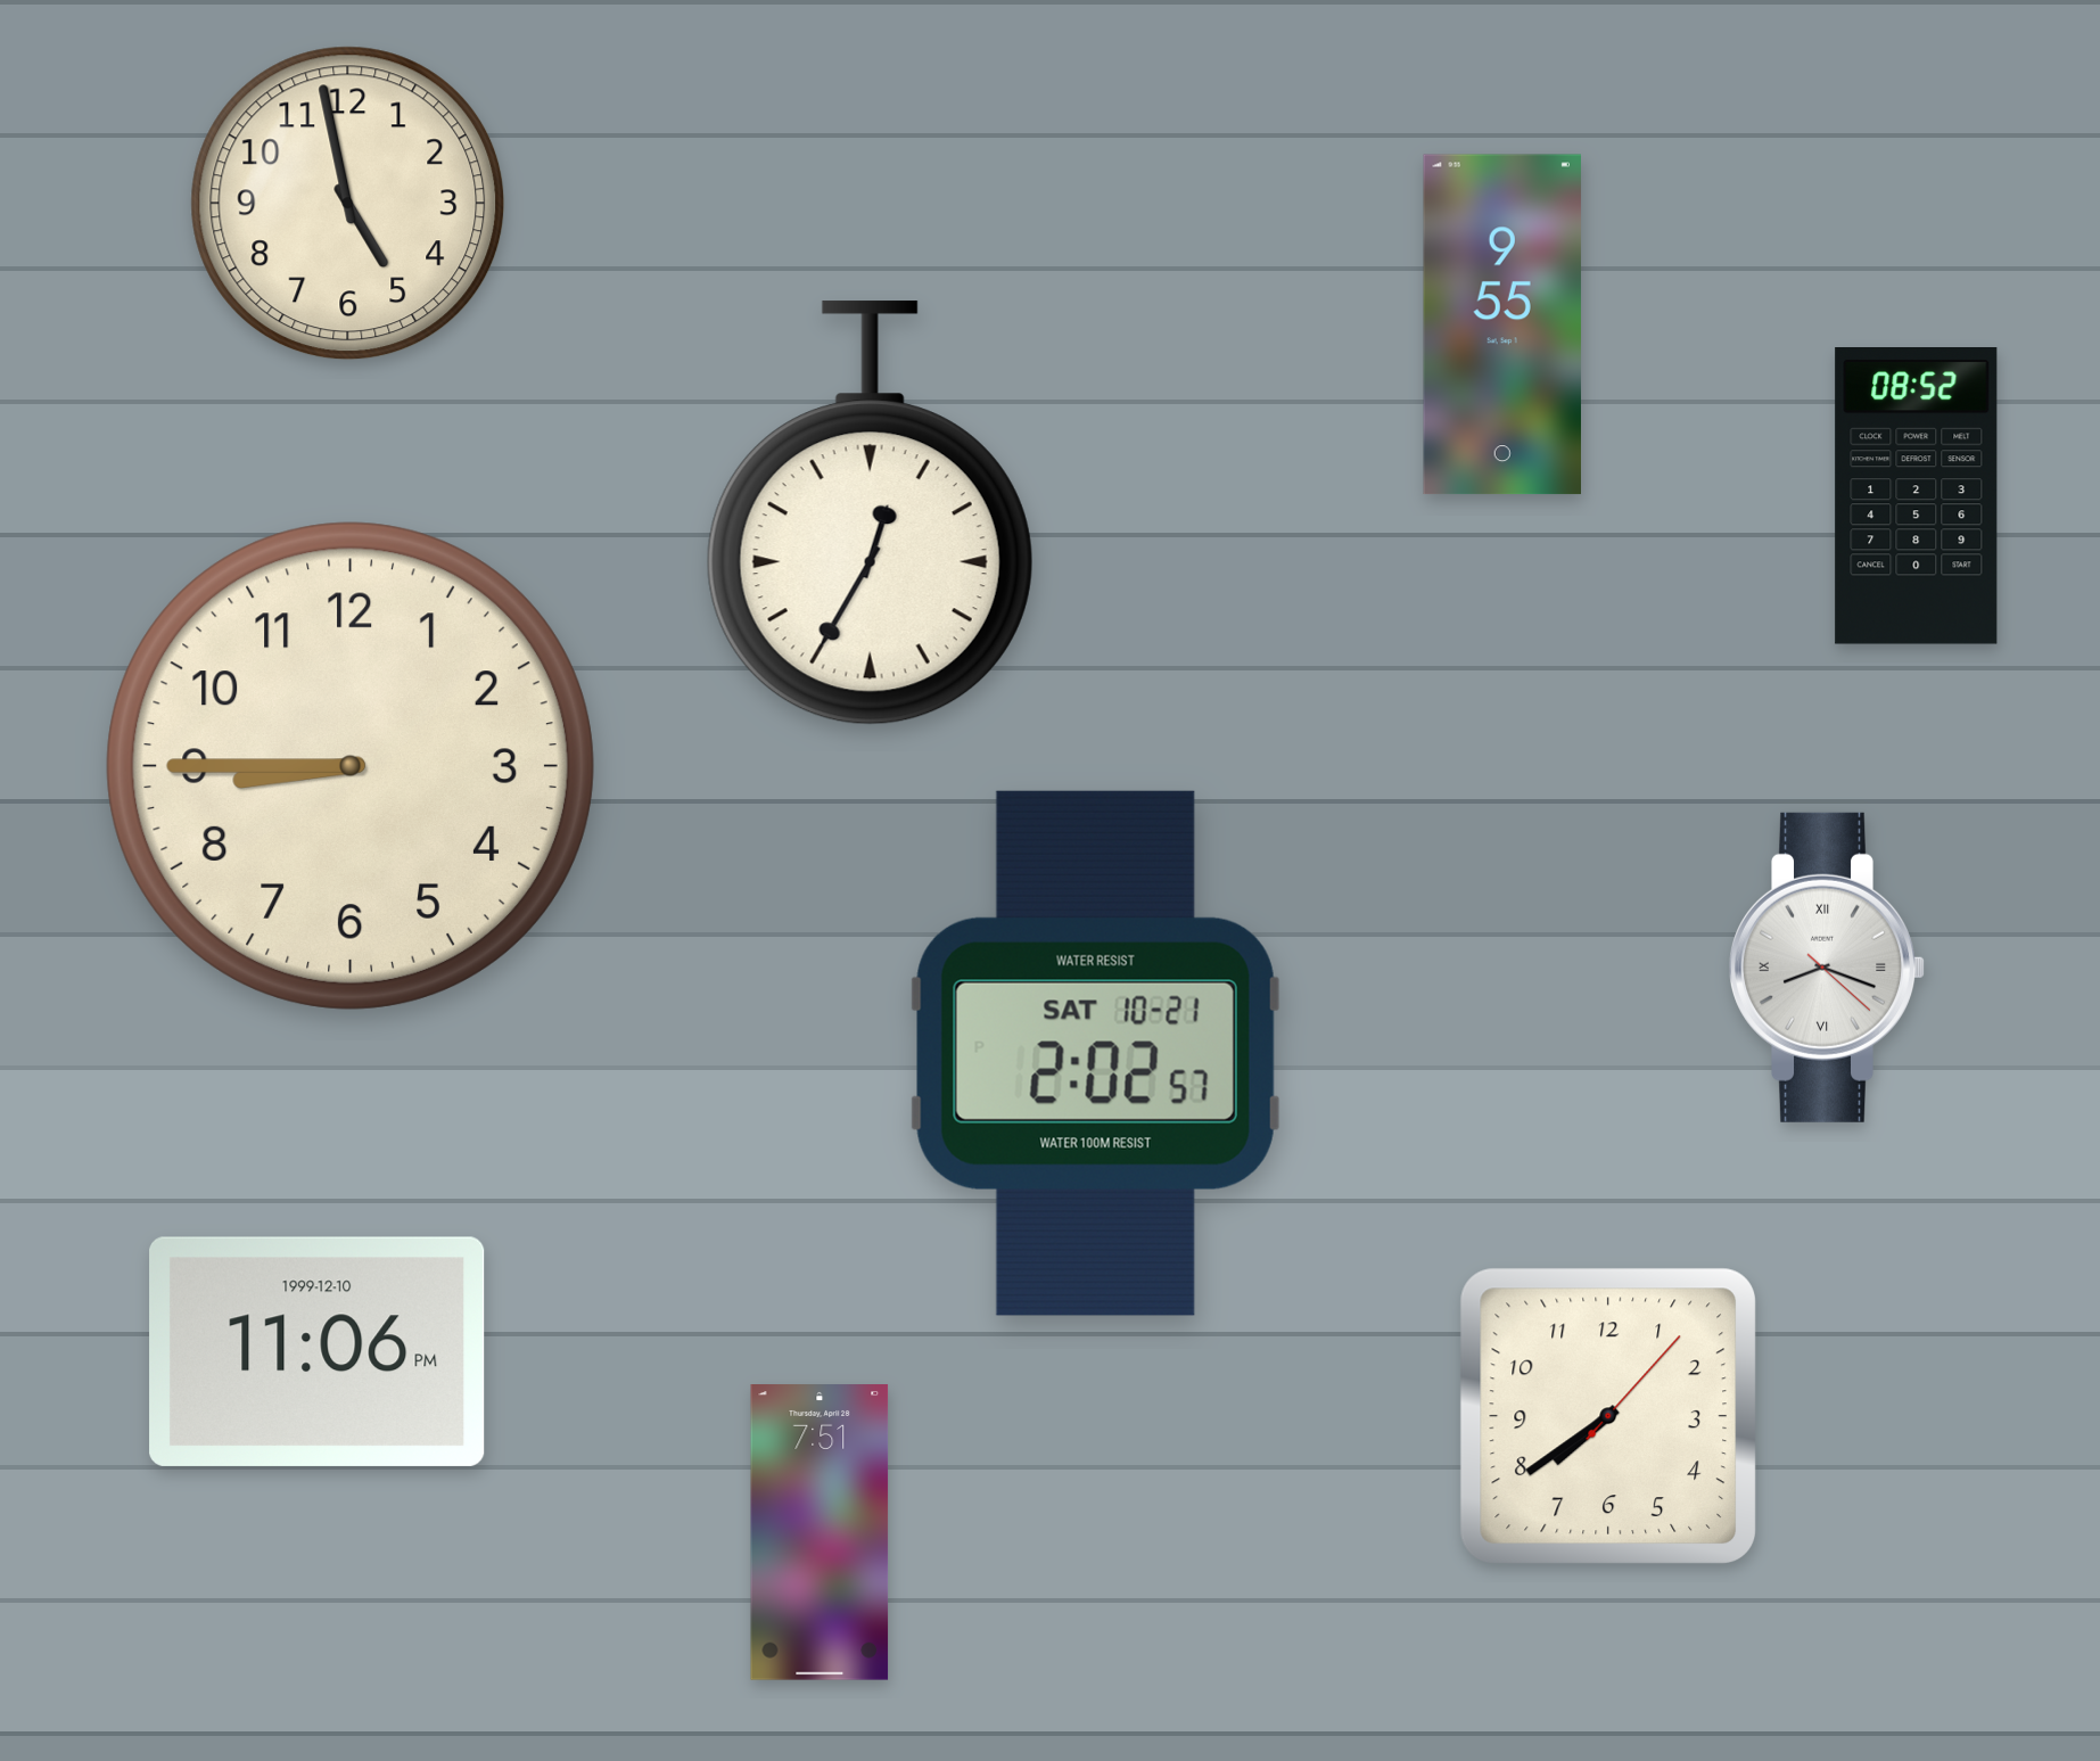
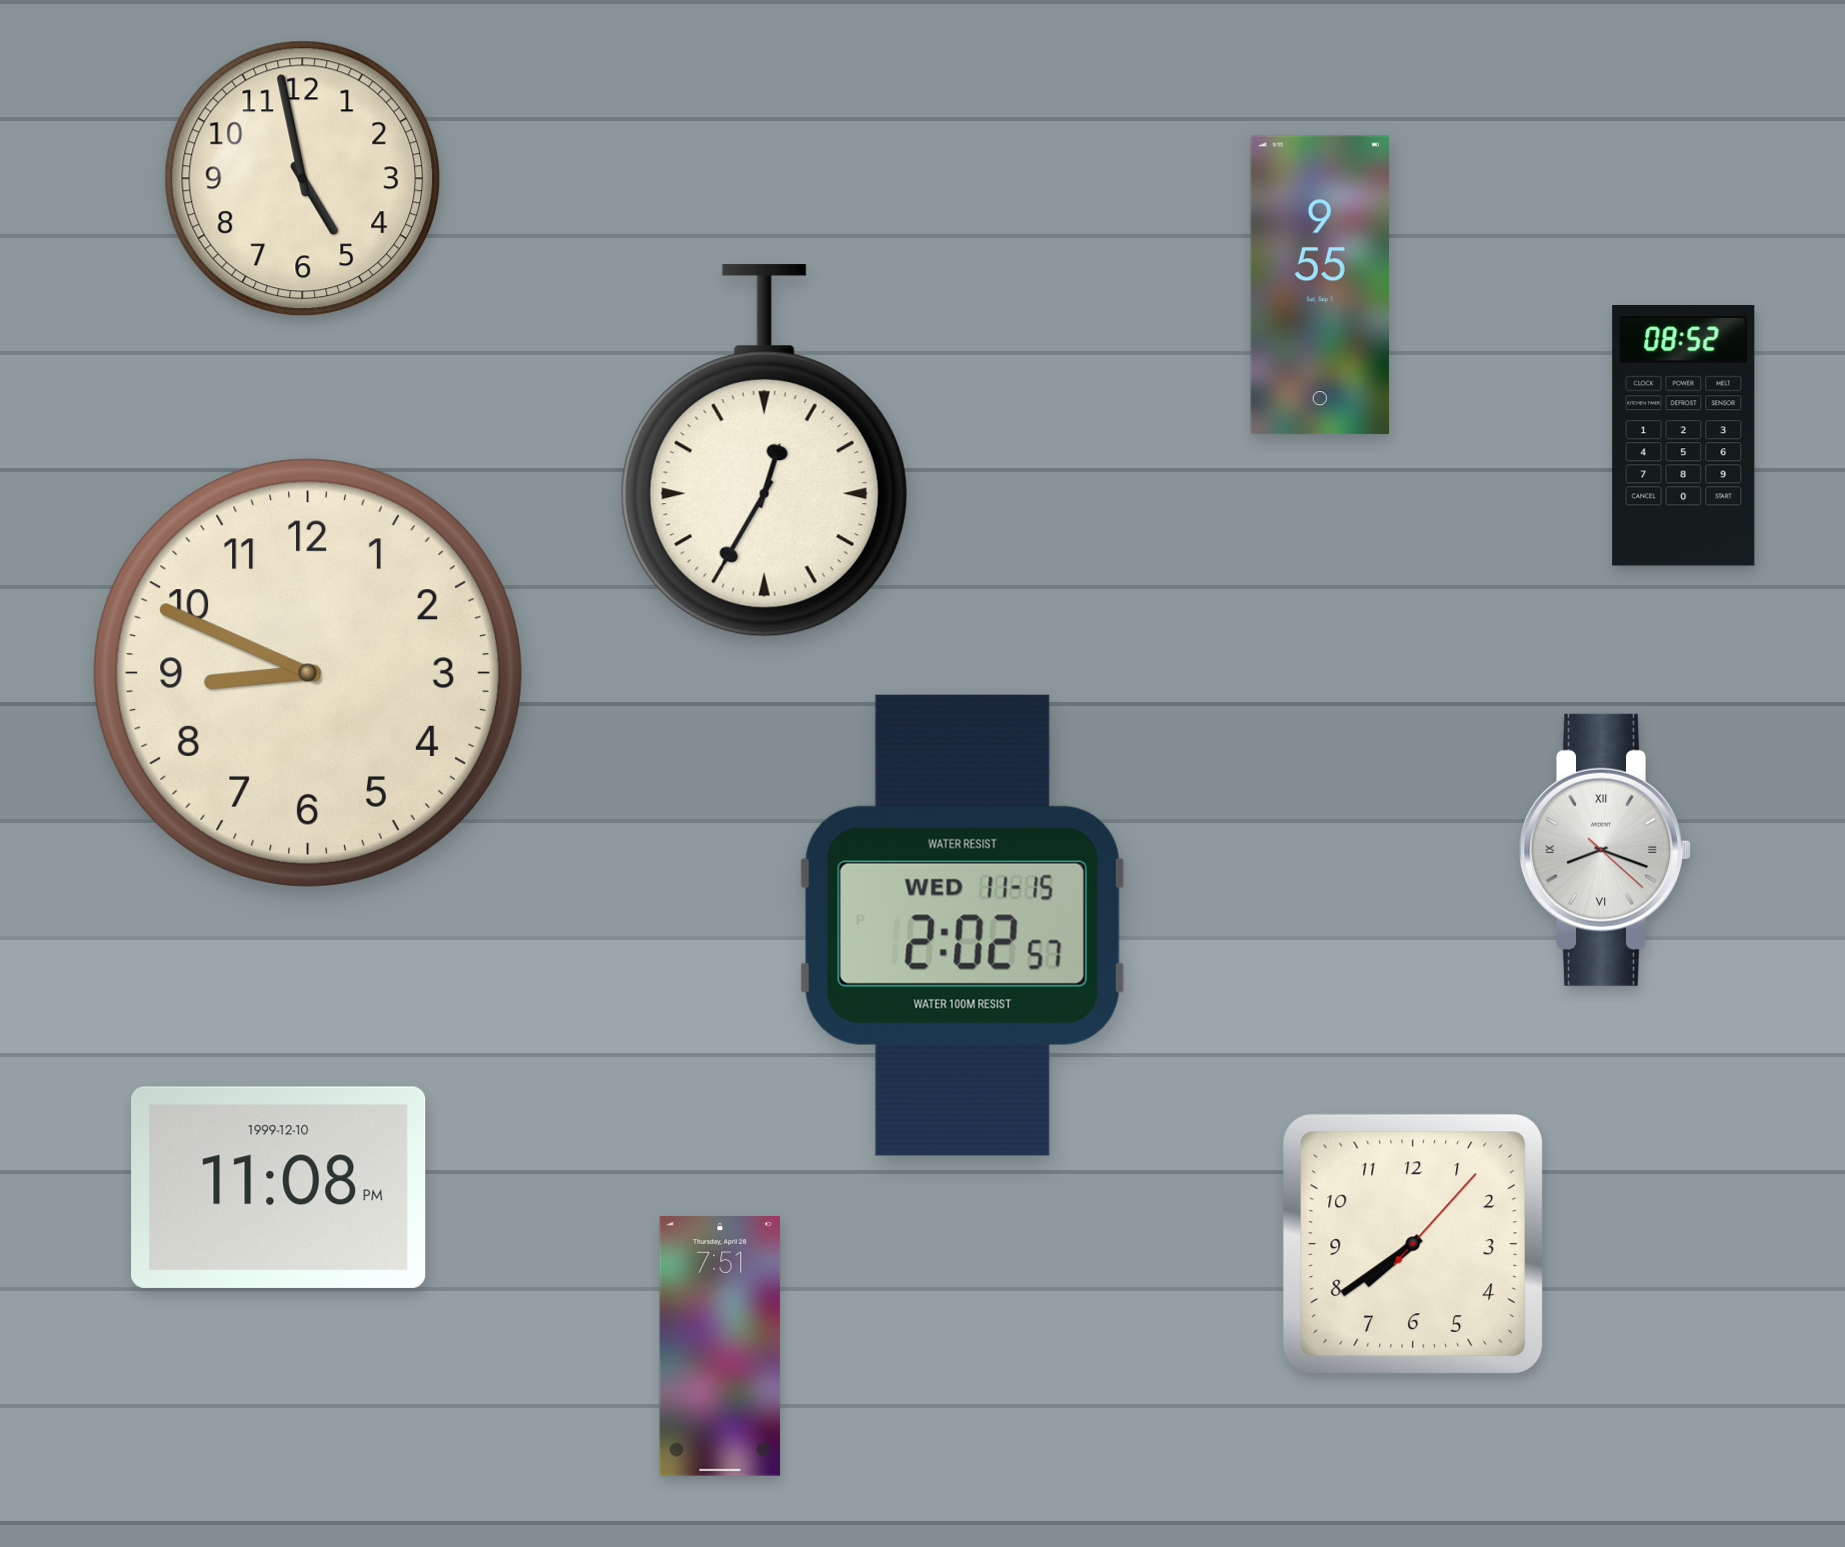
clock at (348, 204) position: (348, 204) -> (303, 179)
clock at (351, 766): 8:45 -> 8:49
clock at (1095, 1053) date: SAT 10-21 -> WED 11-15
clock at (318, 1351): 11:06 -> 11:08
